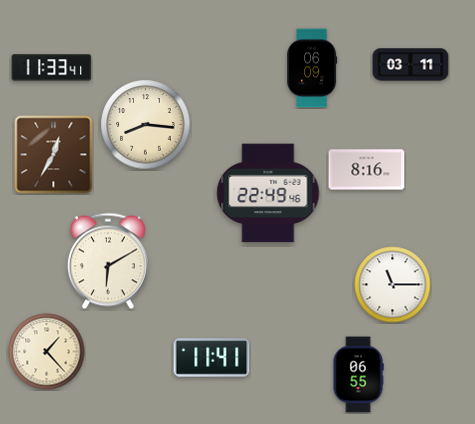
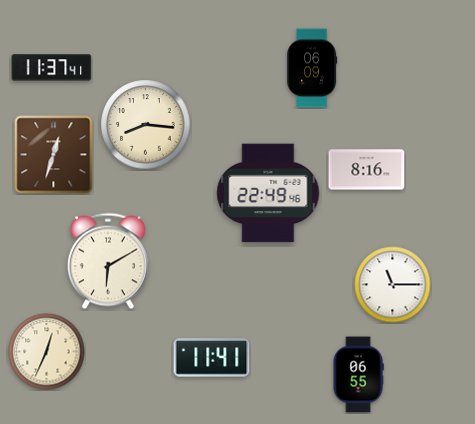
clock at (411, 65): 03:11 -> none
clock at (52, 68): 11:33 -> 11:37
clock at (54, 155): 12:35 -> 12:33
clock at (47, 352): 1:23 -> 12:34
